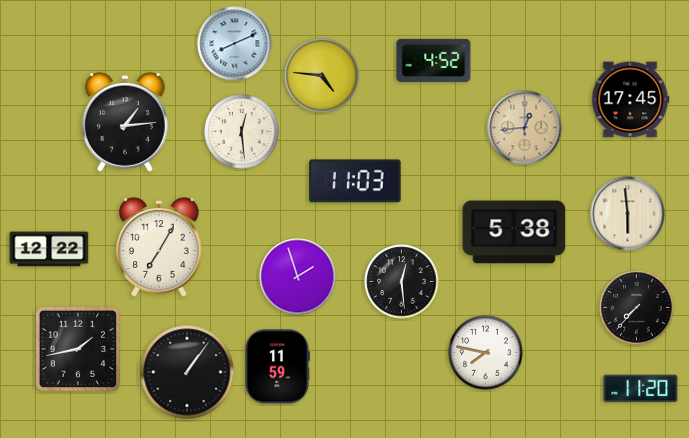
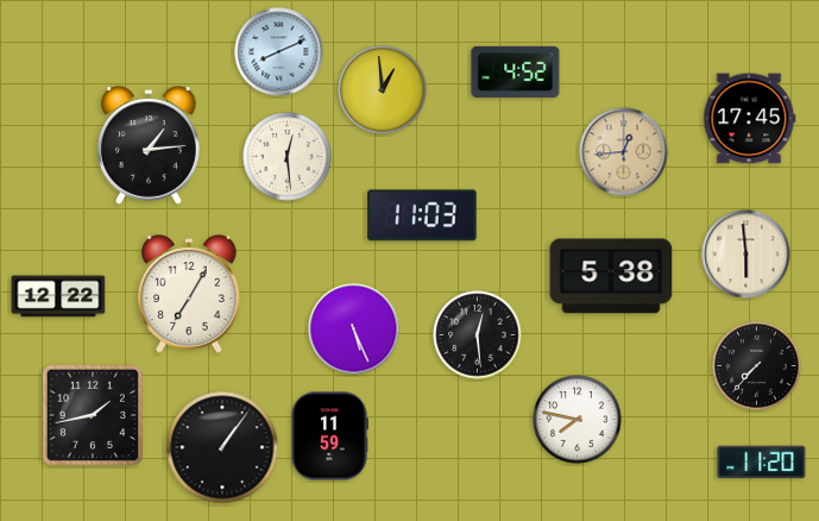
clock at (322, 76): 4:46 -> 12:59
clock at (298, 277): 1:57 -> 5:26
clock at (187, 372) position: (187, 372) -> (222, 447)
